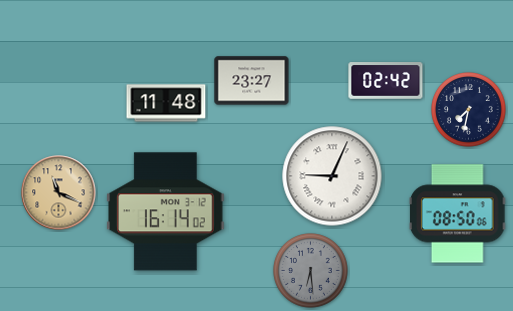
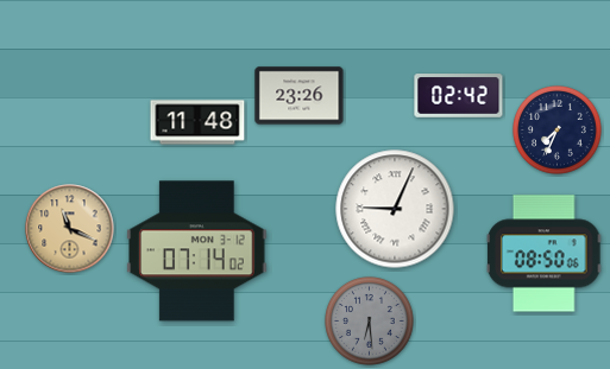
clock at (252, 81): 23:27 -> 23:26
clock at (469, 110): 7:32 -> 7:34
clock at (166, 212): 16:14 -> 07:14
